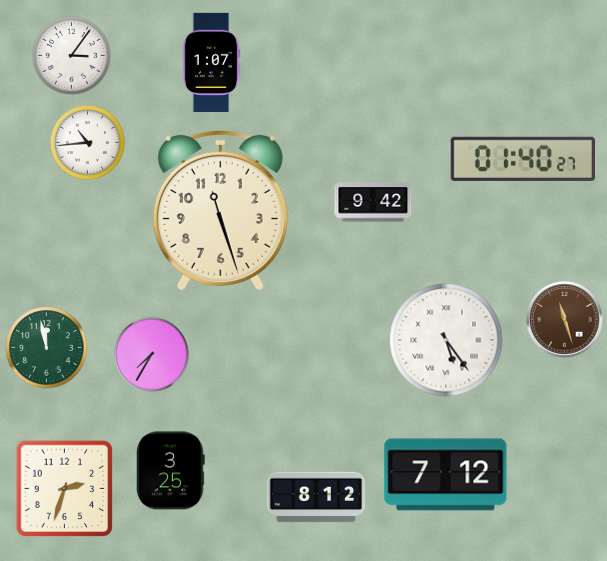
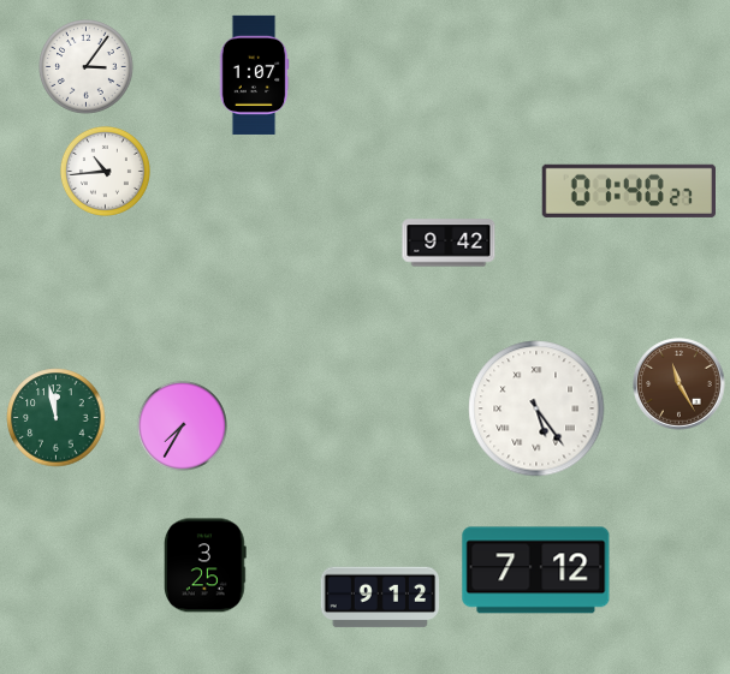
clock at (220, 210): 11:27 -> none
clock at (565, 320): 11:27 -> 11:25
clock at (65, 489): 2:33 -> none
clock at (316, 497): 8:12 -> 9:12
